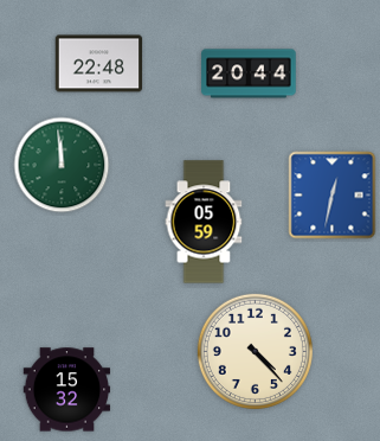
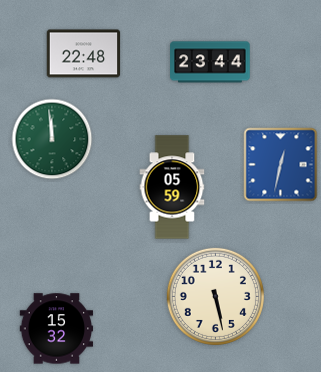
clock at (249, 73): 20:44 -> 23:44
clock at (255, 351): 4:23 -> 5:28
